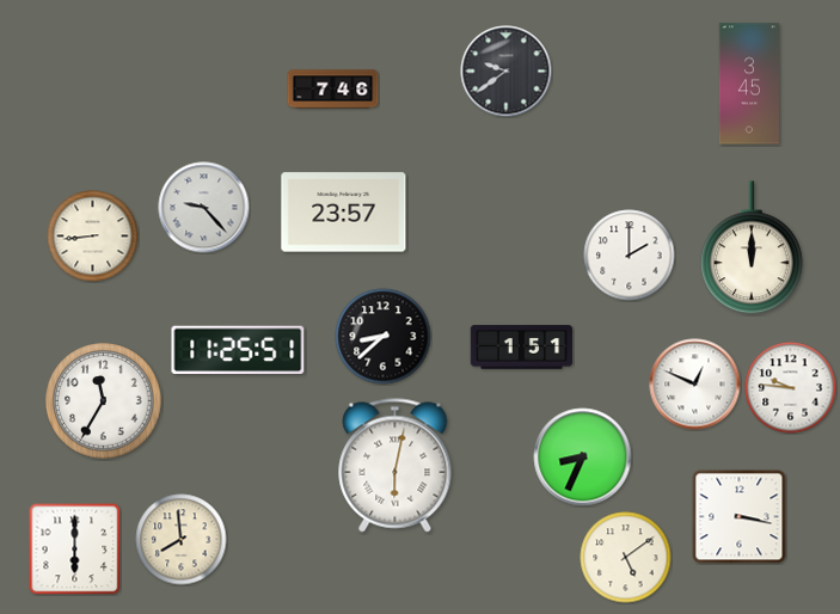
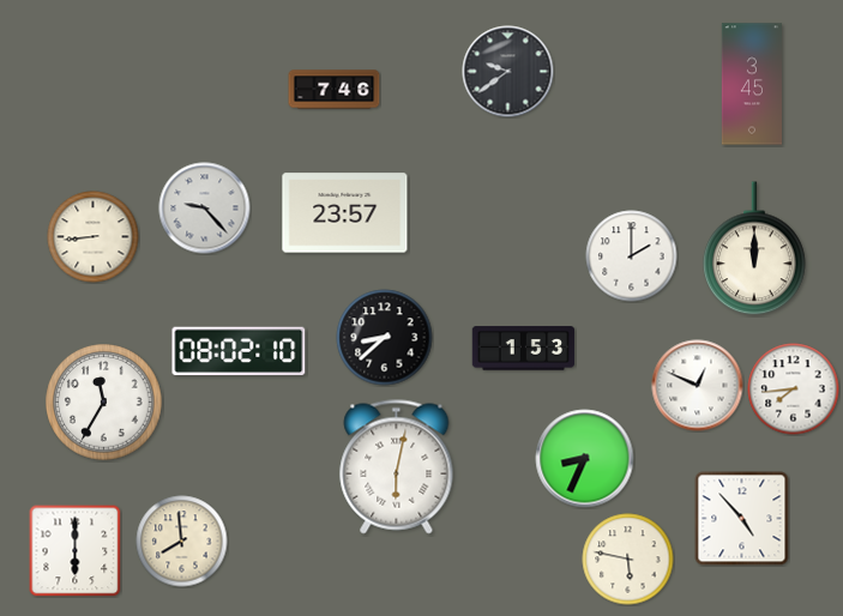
clock at (522, 348): 1:51 -> 1:53
clock at (238, 350): 11:25 -> 08:02
clock at (791, 388): 9:46 -> 7:44
clock at (740, 517): 3:17 -> 4:53
clock at (626, 558): 5:09 -> 5:47
